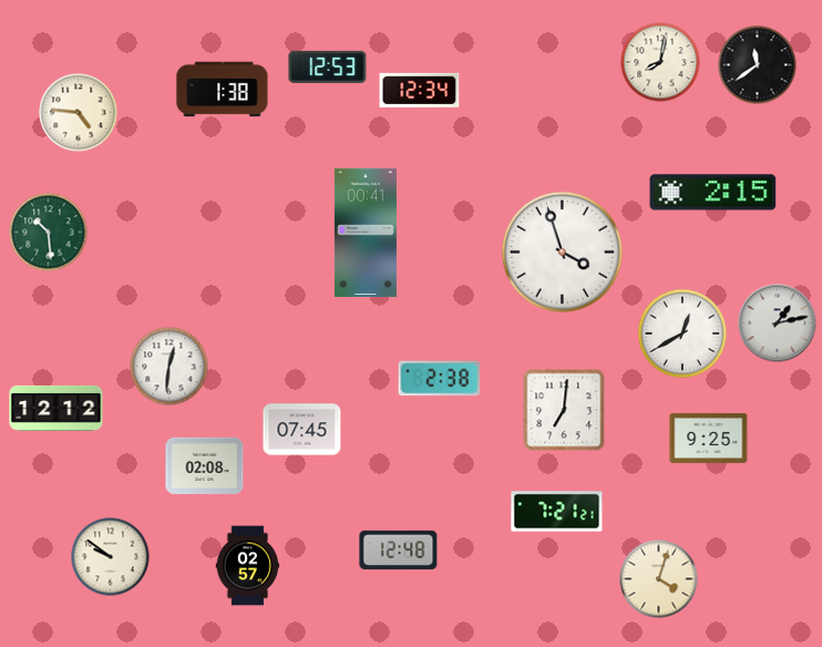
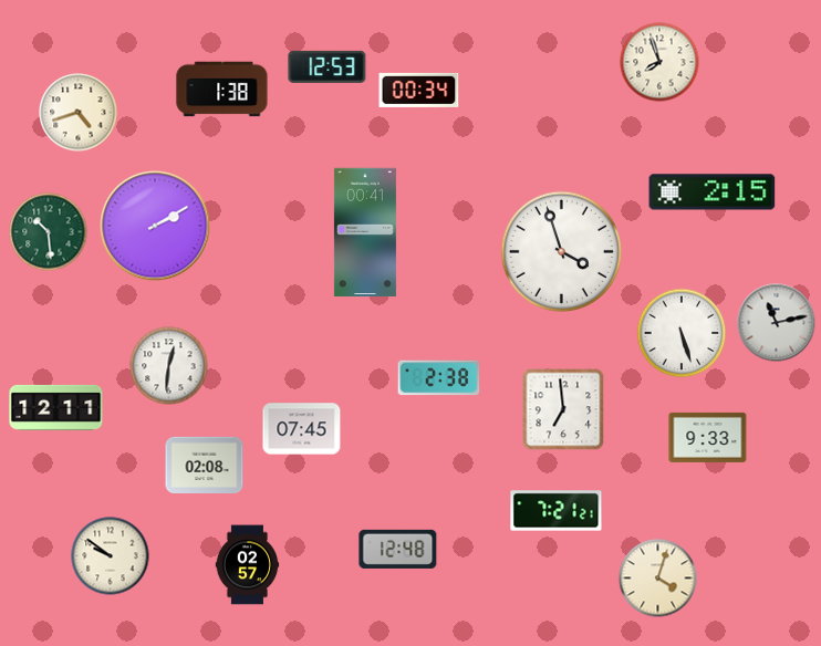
clock at (660, 62): 8:02 -> 7:57
clock at (758, 65): 11:39 -> none
clock at (420, 90): 12:34 -> 00:34
clock at (79, 113): 4:46 -> 4:42
clock at (155, 226): none -> 2:10
clock at (778, 323): 1:13 -> 11:13
clock at (682, 333): 12:40 -> 5:27
clock at (56, 408): 12:12 -> 12:11
clock at (564, 410): 7:01 -> 6:59
clock at (709, 438): 9:25 -> 9:33
